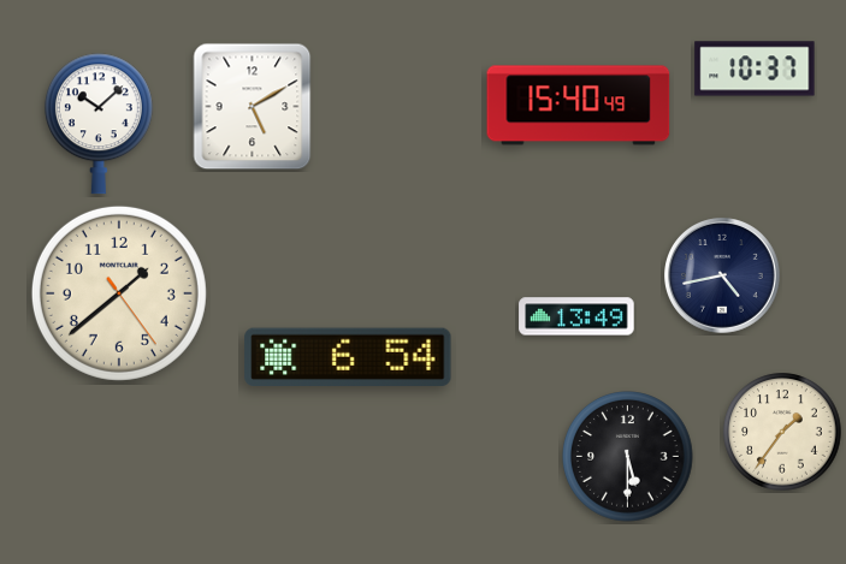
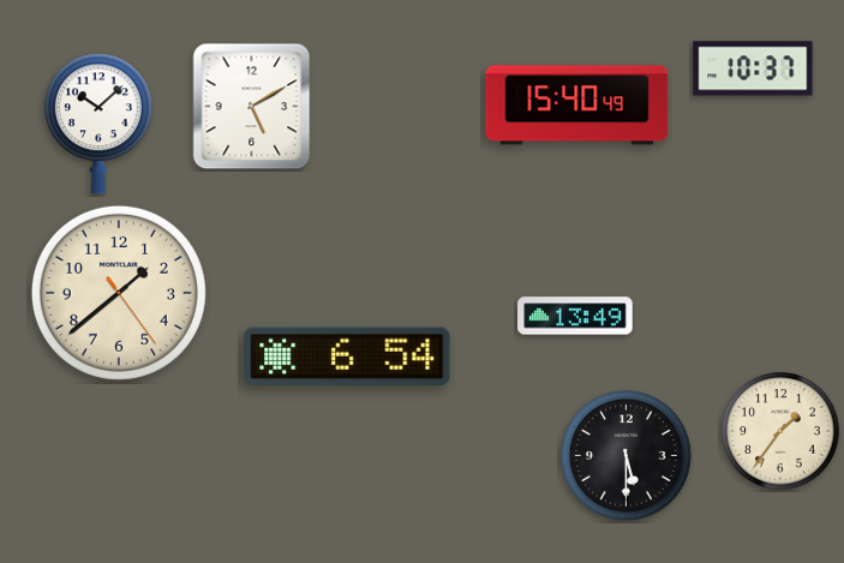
clock at (723, 277): 4:43 -> none
